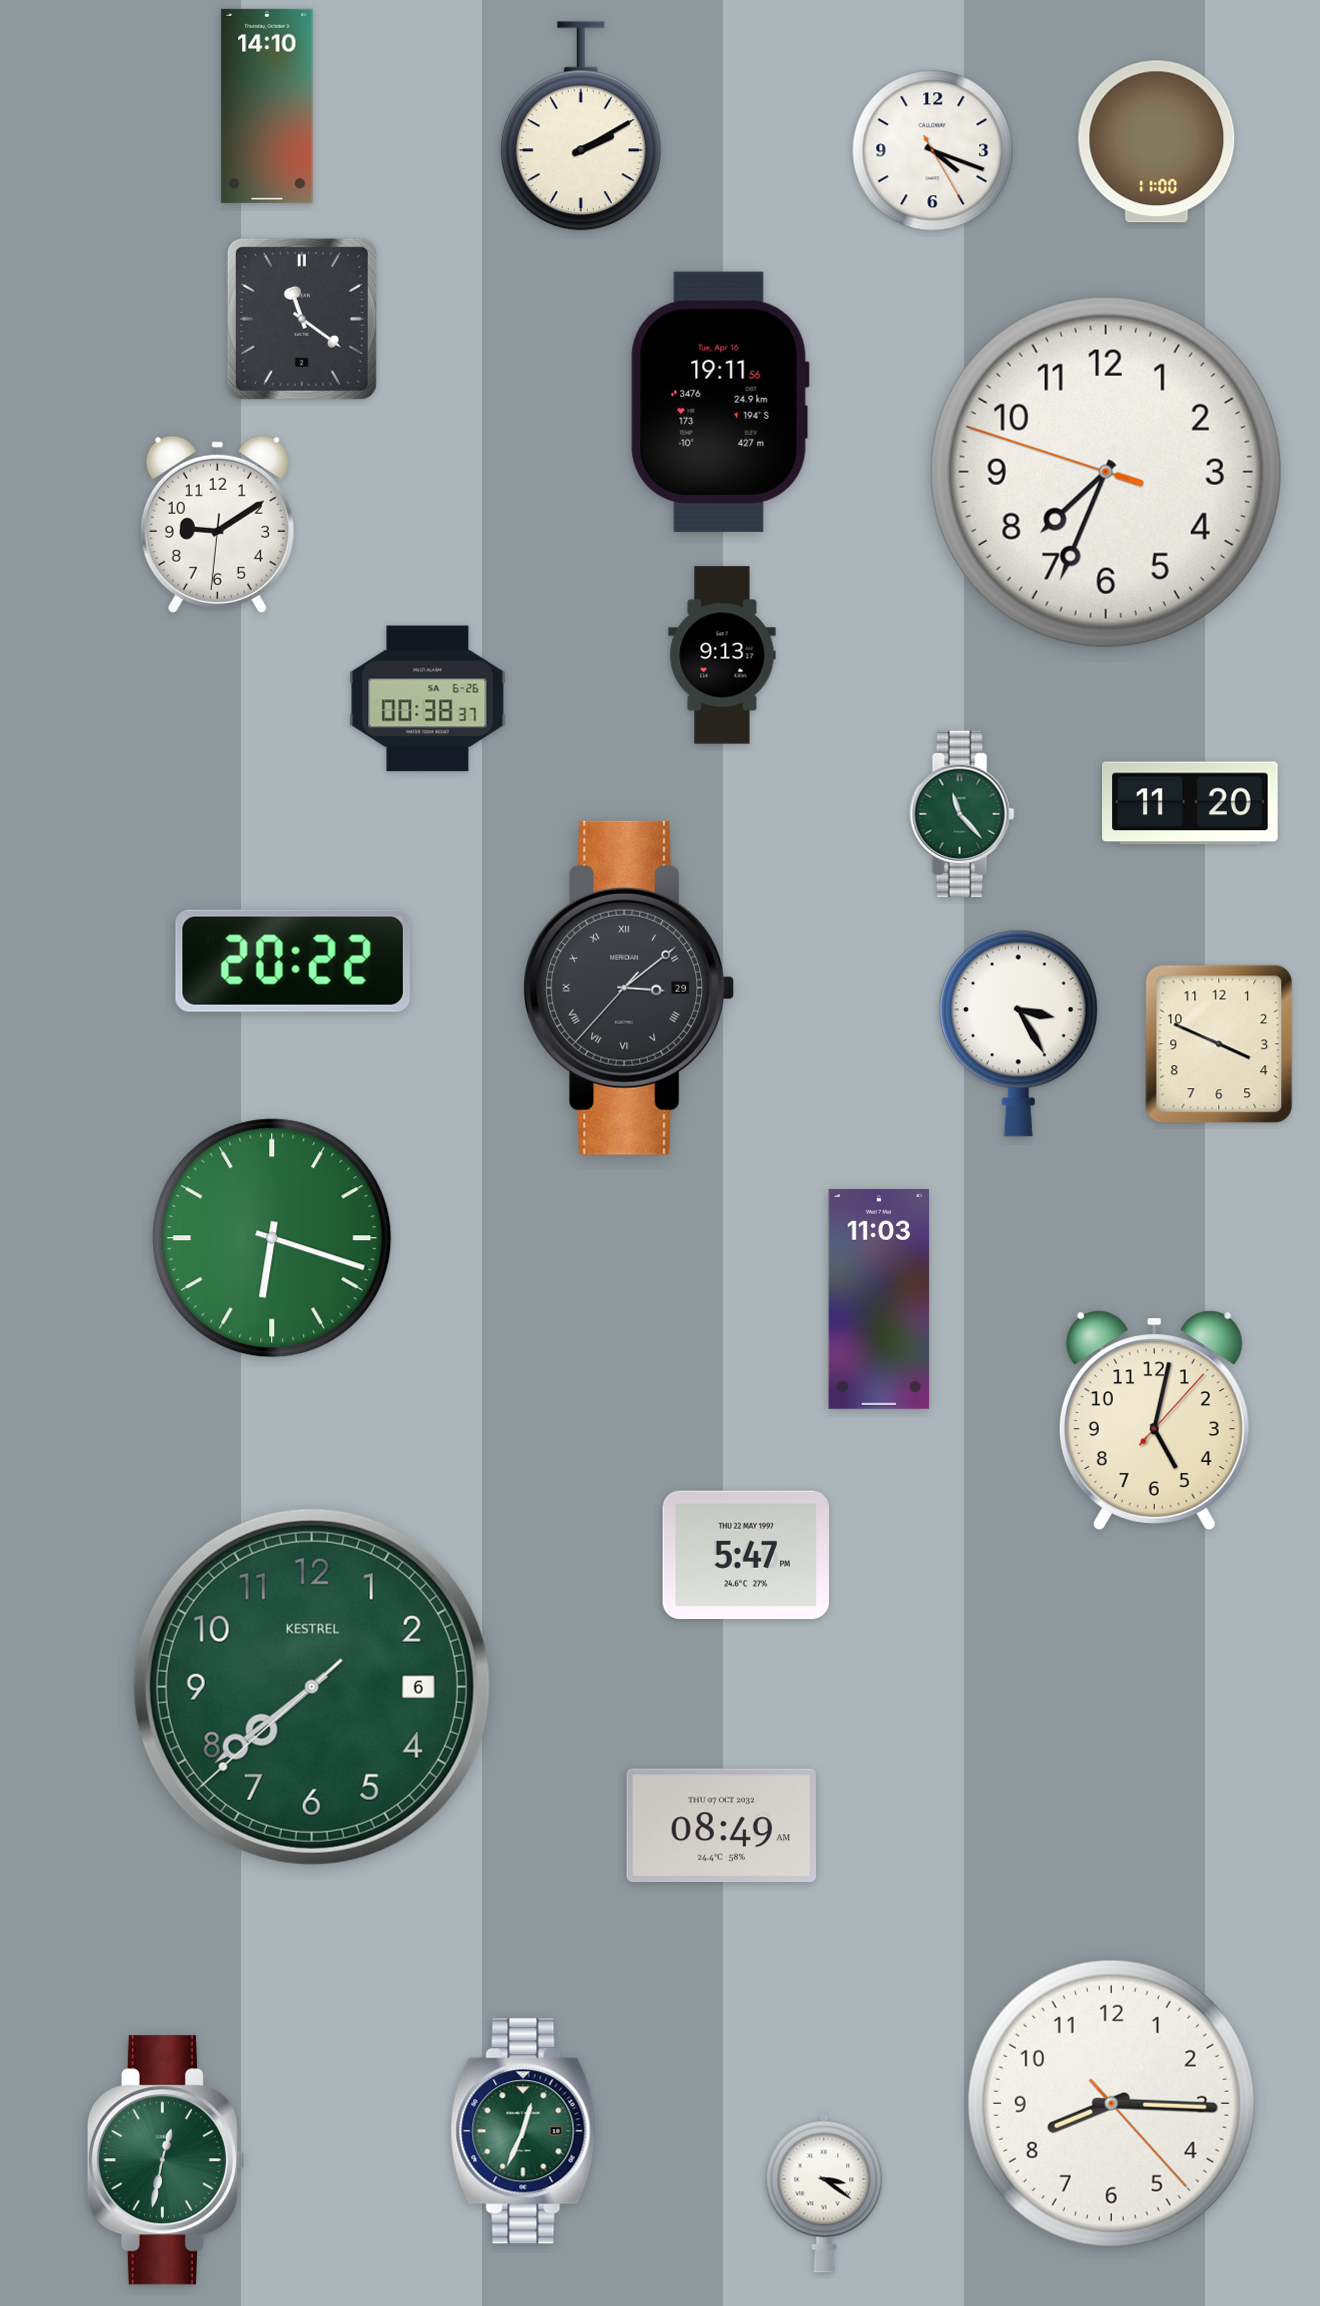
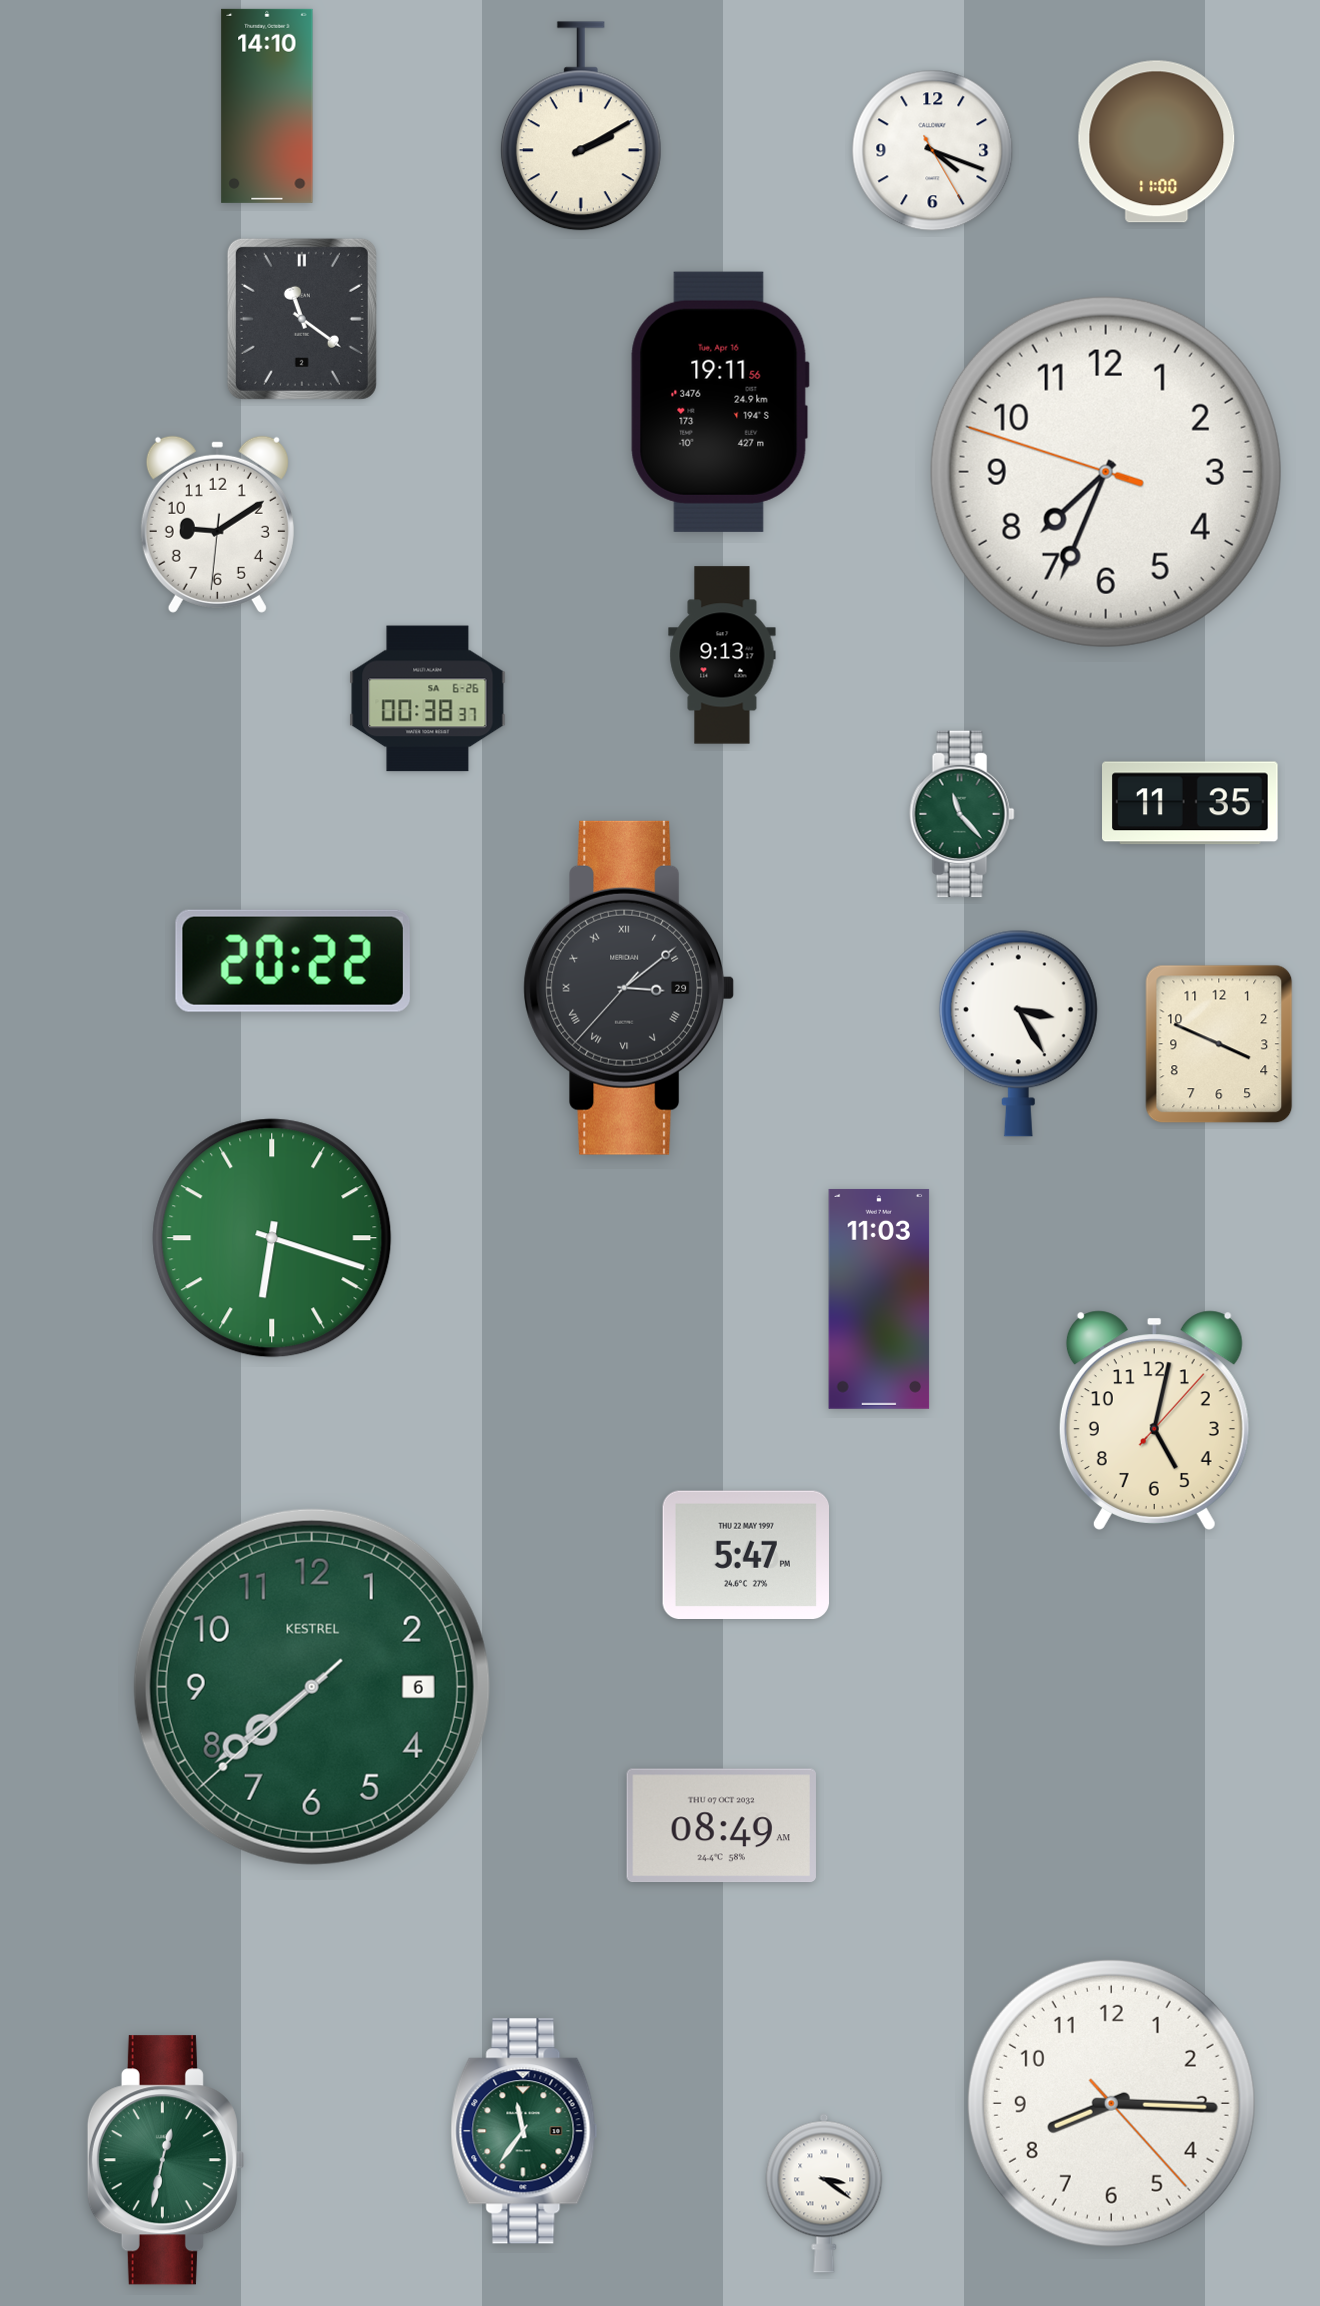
clock at (1191, 803): 11:20 -> 11:35
clock at (524, 2131): 12:34 -> 11:36
